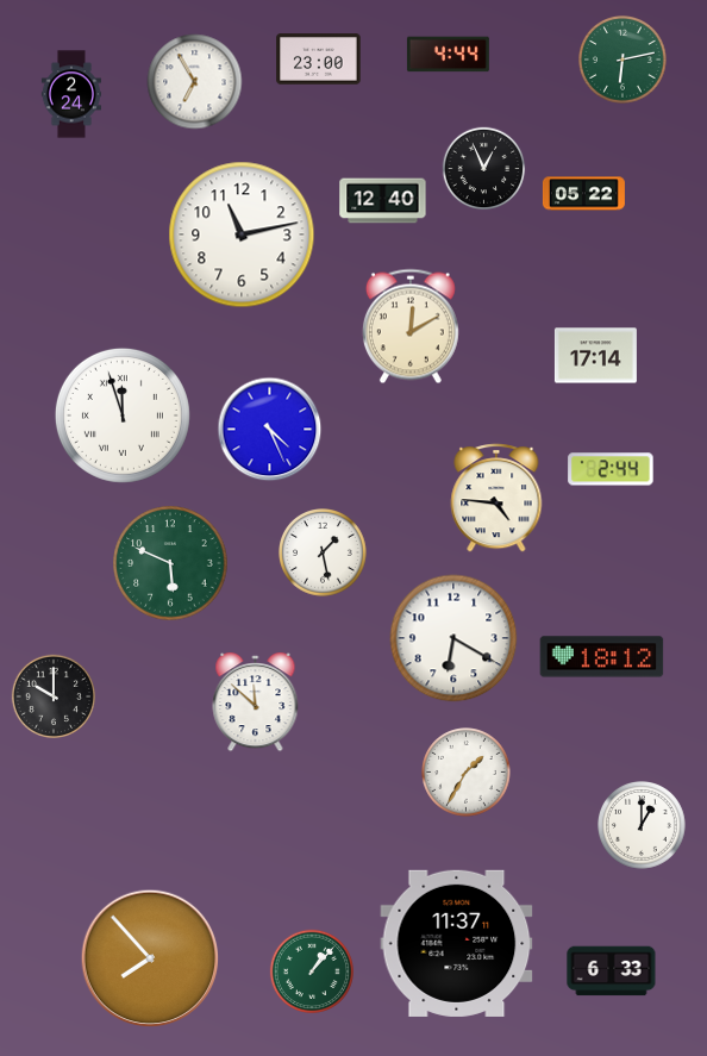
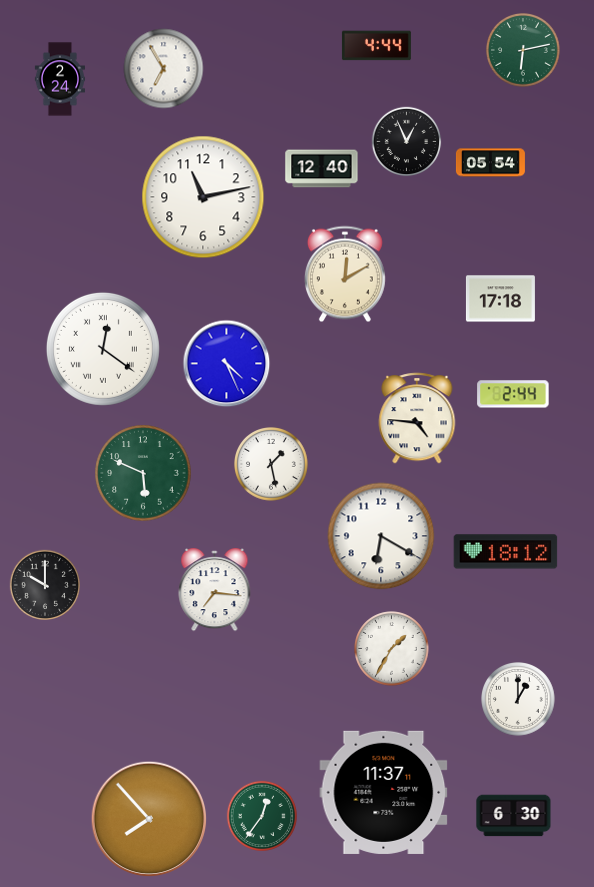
clock at (319, 60): 23:00 -> none
clock at (583, 194): 05:22 -> 05:54
clock at (595, 356): 17:14 -> 17:18
clock at (123, 415): 11:57 -> 12:21
clock at (270, 430) position: (270, 430) -> (227, 364)
clock at (256, 702): 11:52 -> 7:16
clock at (643, 826) position: (643, 826) -> (519, 700)
clock at (150, 958) position: (150, 958) -> (149, 819)
clock at (311, 970): 1:07 -> 12:36
clock at (612, 971): 6:33 -> 6:30
